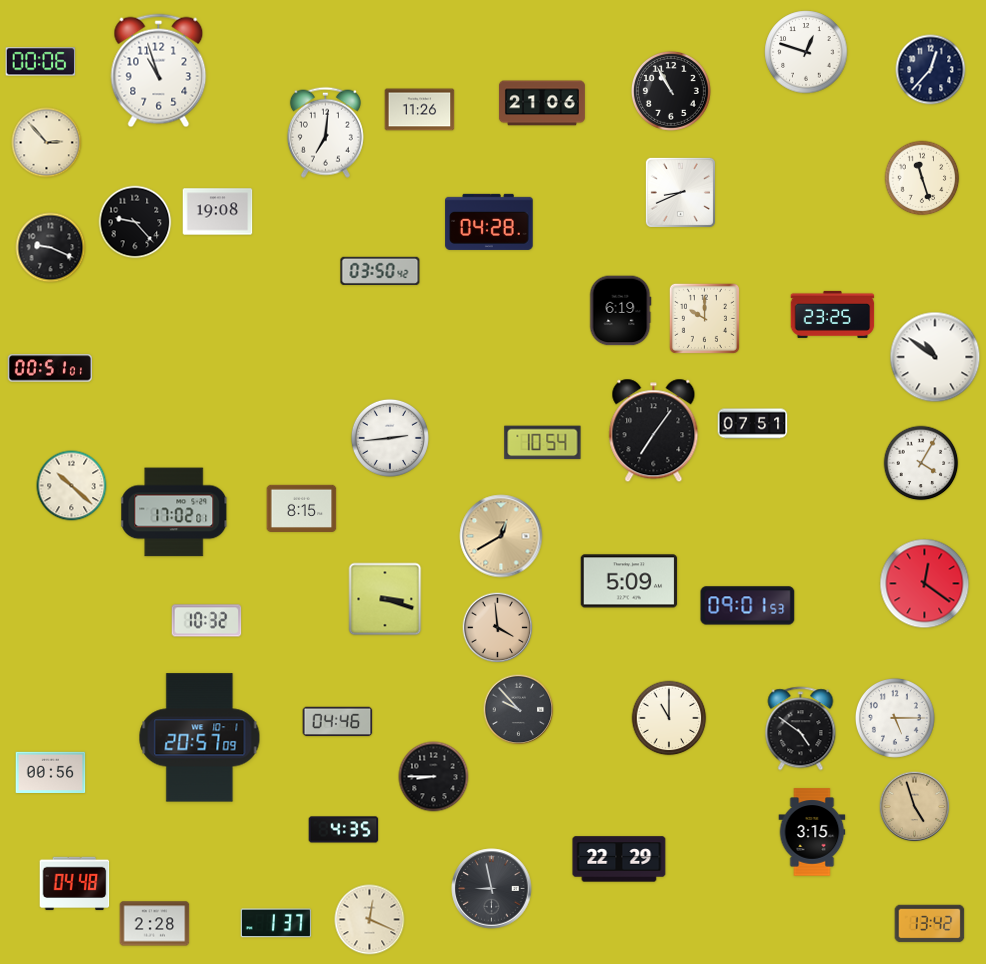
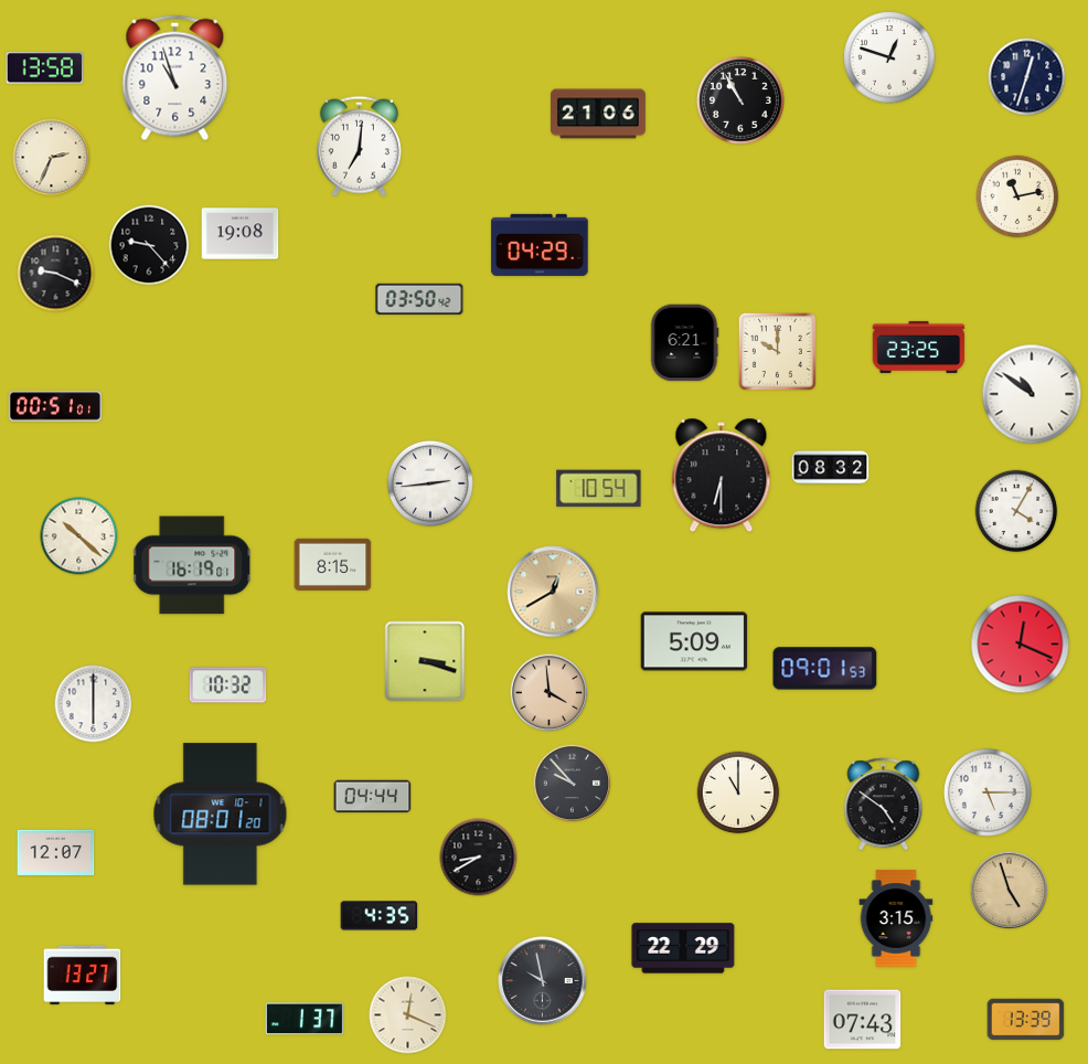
clock at (41, 62): 00:06 -> 13:58
clock at (931, 70): 12:37 -> 12:33
clock at (420, 110): 11:26 -> none
clock at (47, 143): 2:53 -> 2:34
clock at (922, 178): 11:27 -> 11:13
clock at (680, 192): 8:41 -> none
clock at (489, 222): 04:28 -> 04:29
clock at (620, 311): 6:19 -> 6:21
clock at (753, 424): 07:51 -> 08:32
clock at (654, 431): 7:06 -> 6:30
clock at (302, 508) position: (302, 508) -> (333, 564)
clock at (175, 512): 17:02 -> 16:19
clock at (925, 584): 12:21 -> 12:19
clock at (94, 704): none -> 6:00
clock at (338, 722): 04:46 -> 04:44
clock at (200, 738): 20:57 -> 08:01
clock at (51, 773): 00:56 -> 12:07
clock at (434, 777): 8:45 -> 8:40
clock at (75, 884): 04:48 -> 13:27
clock at (492, 889): 8:58 -> 9:58
clock at (155, 924): 2:28 -> none
clock at (863, 1020): none -> 07:43
clock at (930, 924): 13:42 -> 13:39
